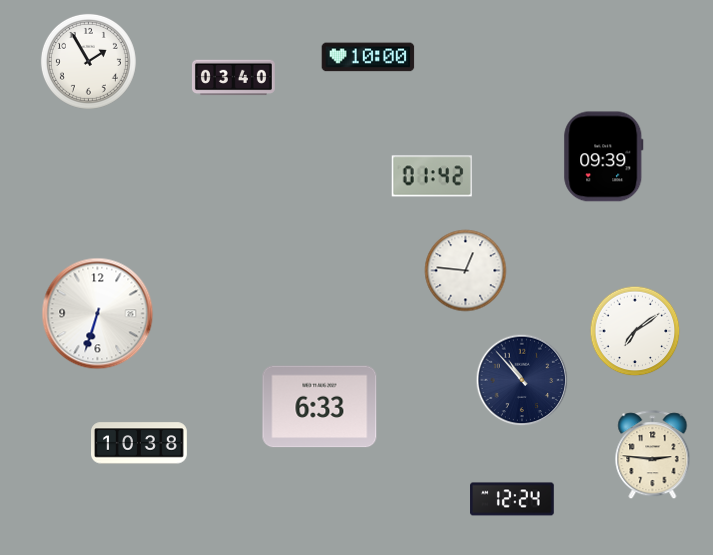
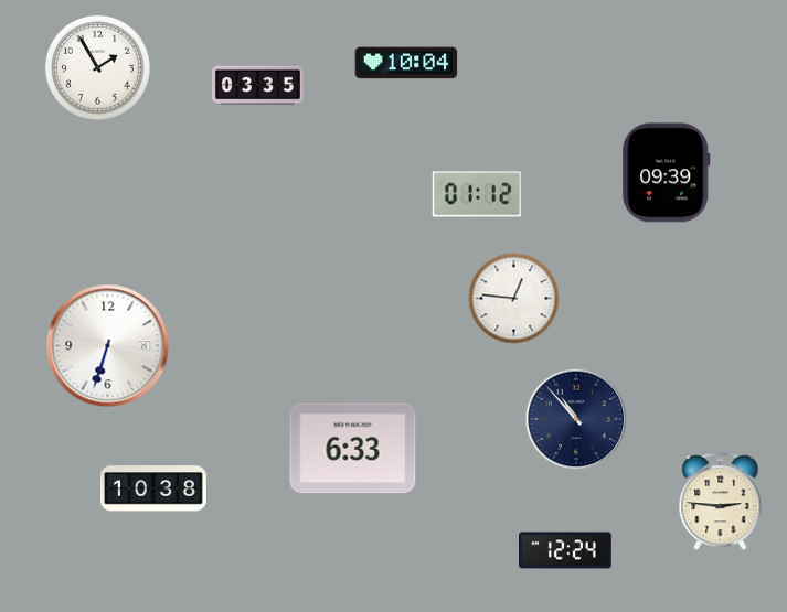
clock at (368, 57): 10:00 -> 10:04
clock at (233, 78): 03:40 -> 03:35
clock at (431, 176): 01:42 -> 01:12
clock at (635, 331): 7:09 -> none
